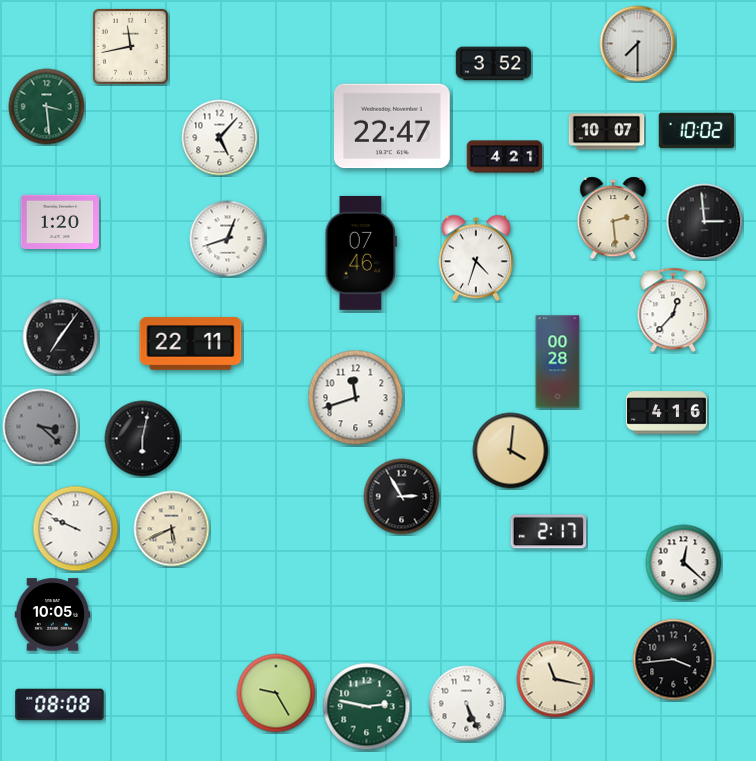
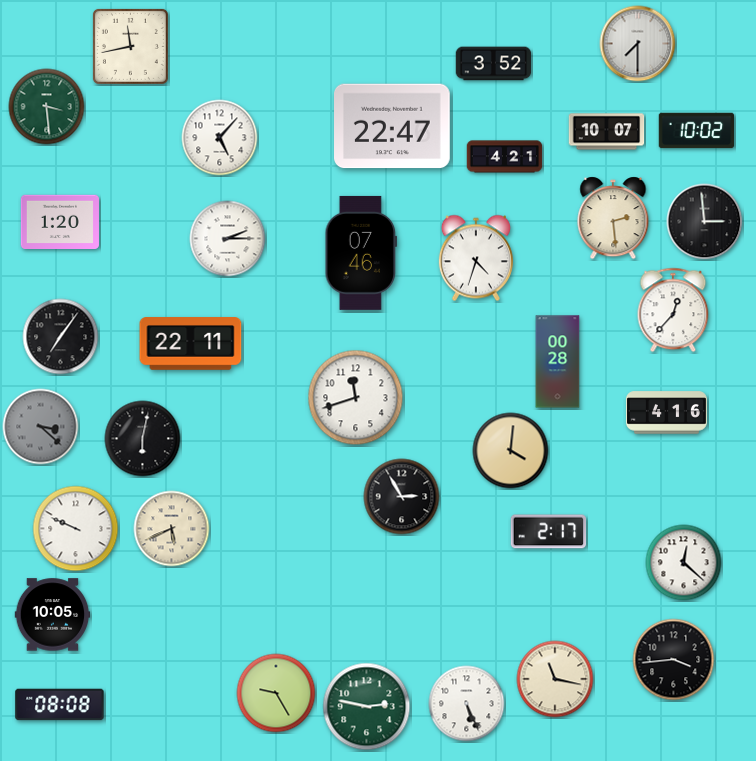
clock at (228, 239): 12:42 -> 2:15
